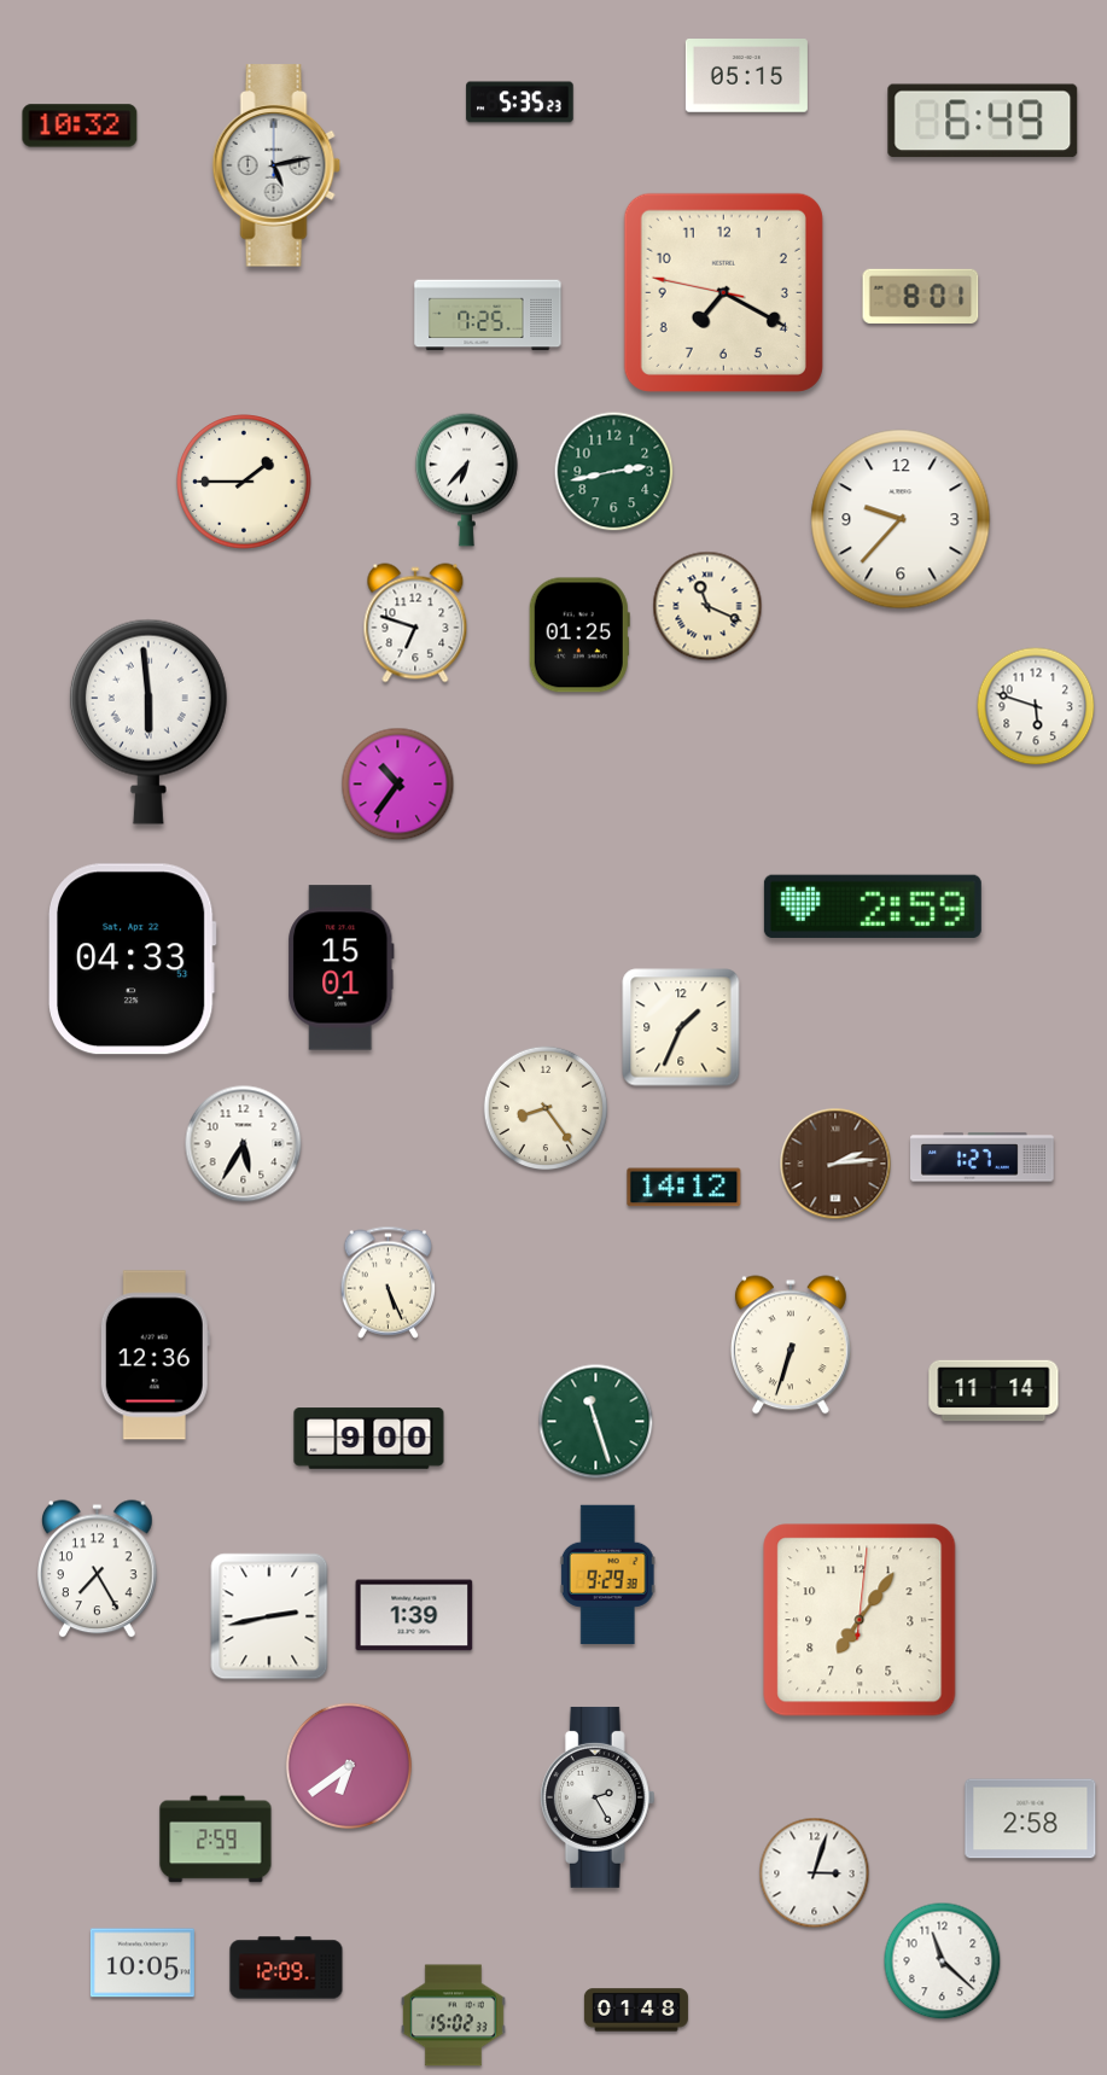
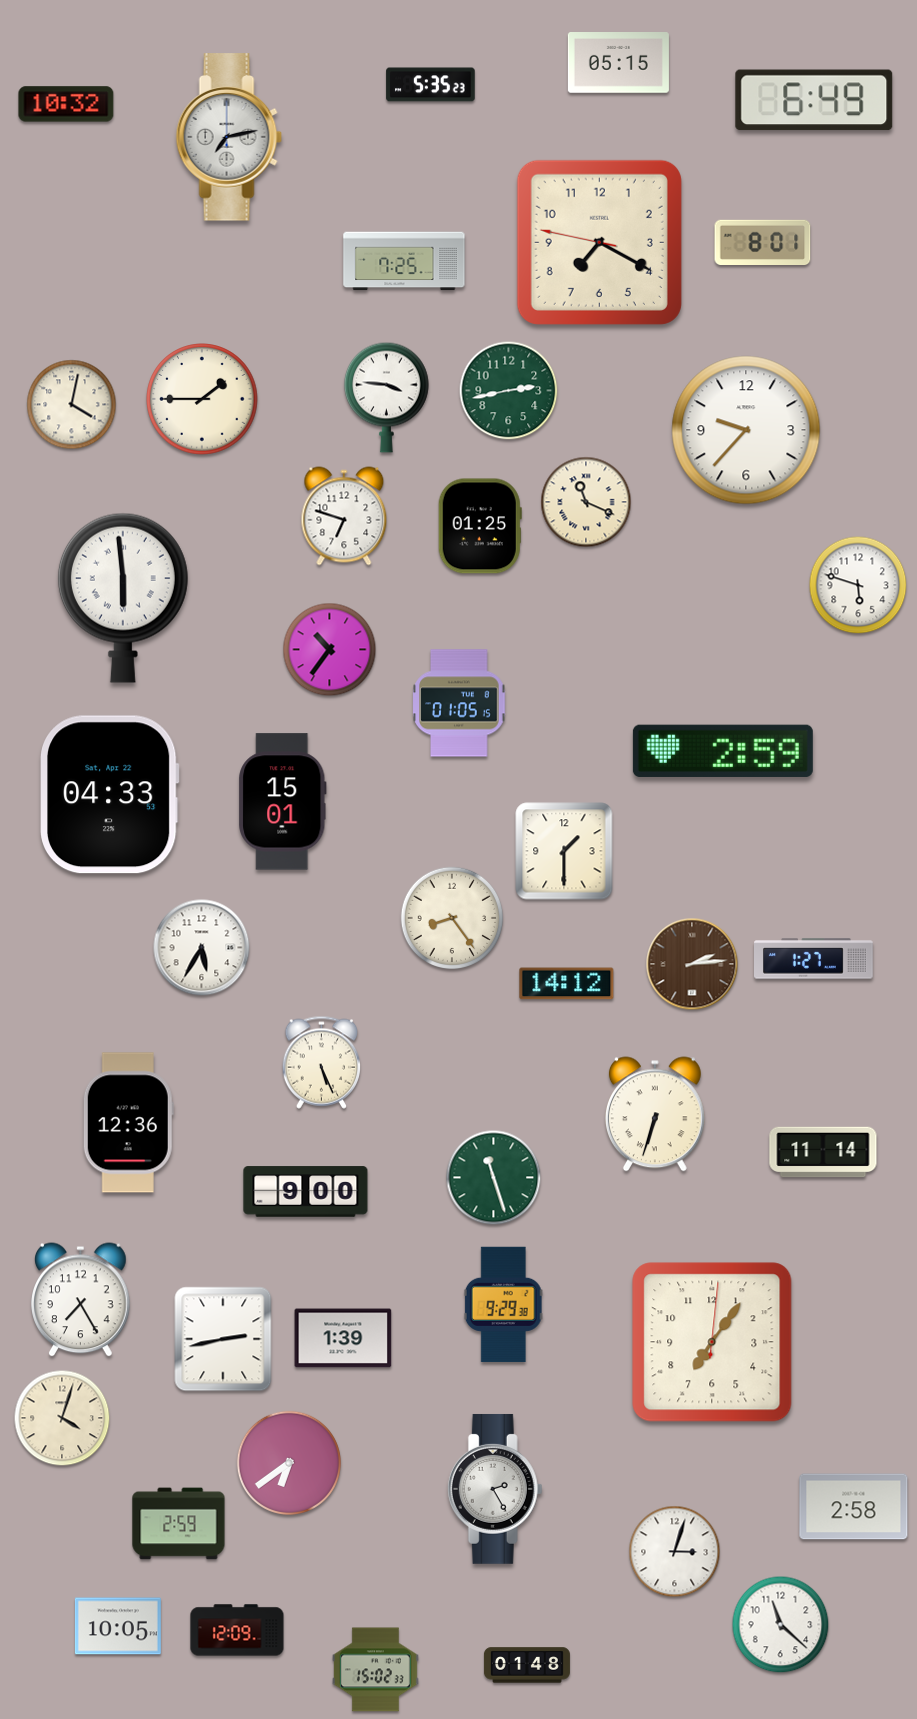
clock at (276, 165): 5:13 -> 7:13
clock at (921, 296) position: (921, 296) -> (763, 242)
clock at (466, 479): 6:37 -> 3:46
clock at (72, 405): none -> 4:02
clock at (459, 703): none -> 01:05
clock at (681, 1027): 1:34 -> 1:30
clock at (62, 1418): none -> 4:03
